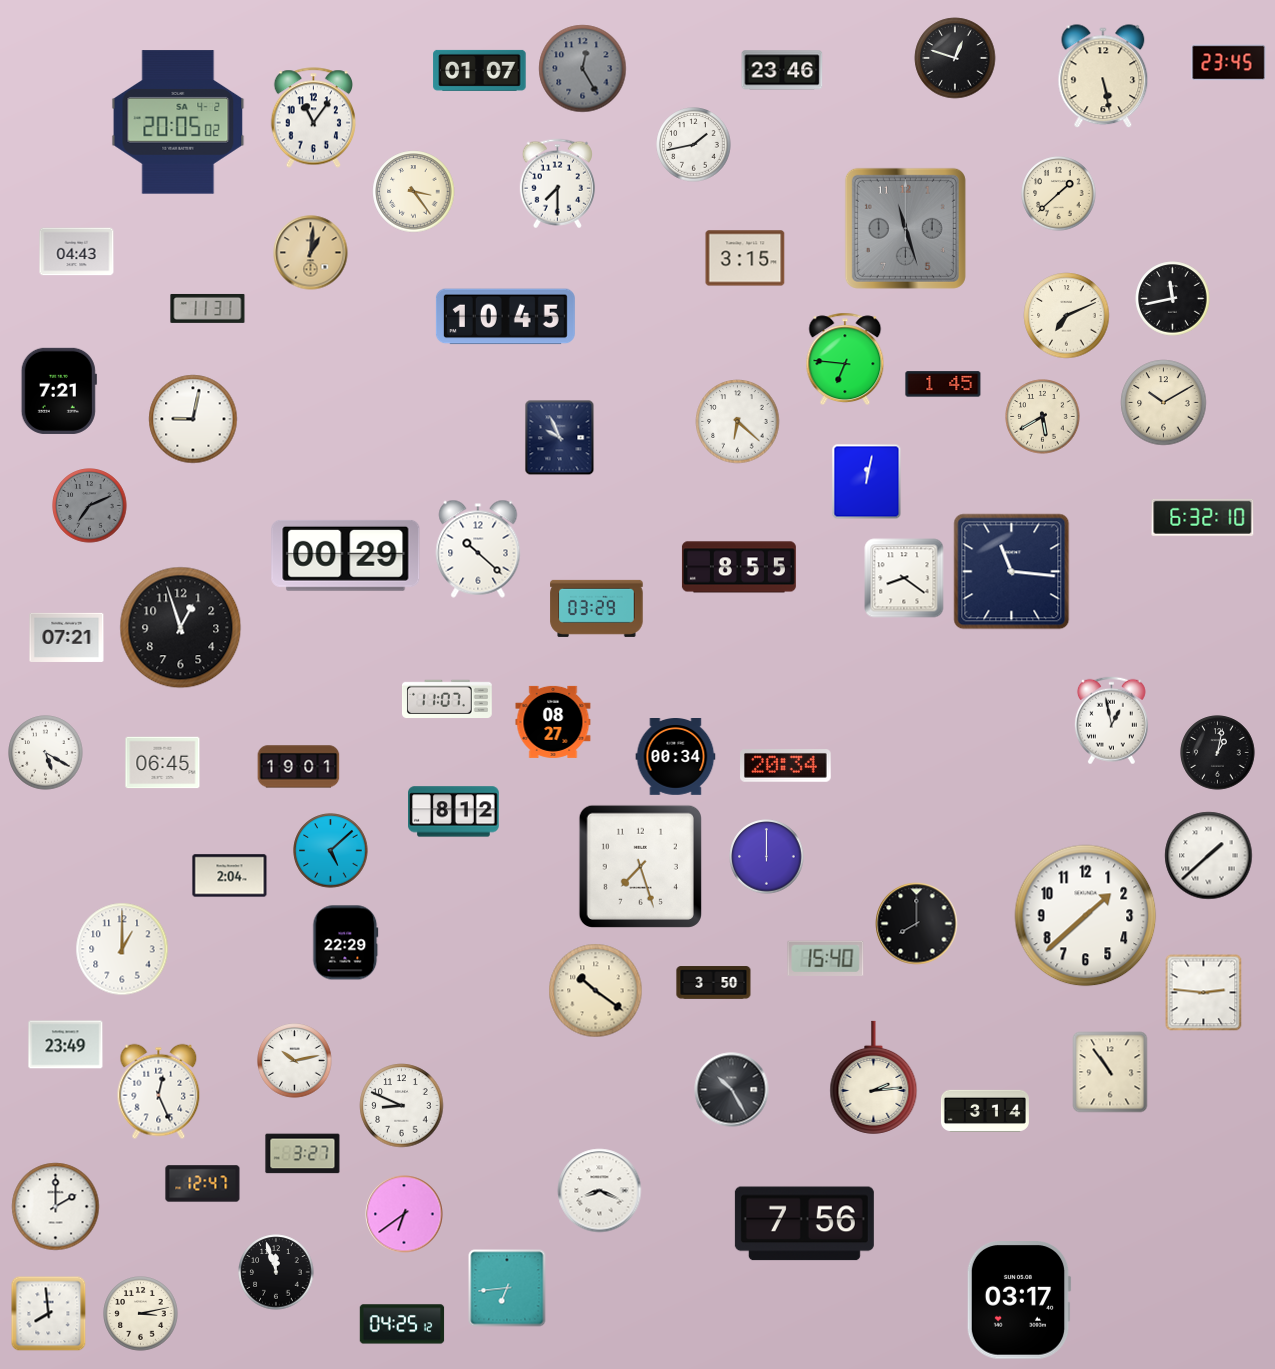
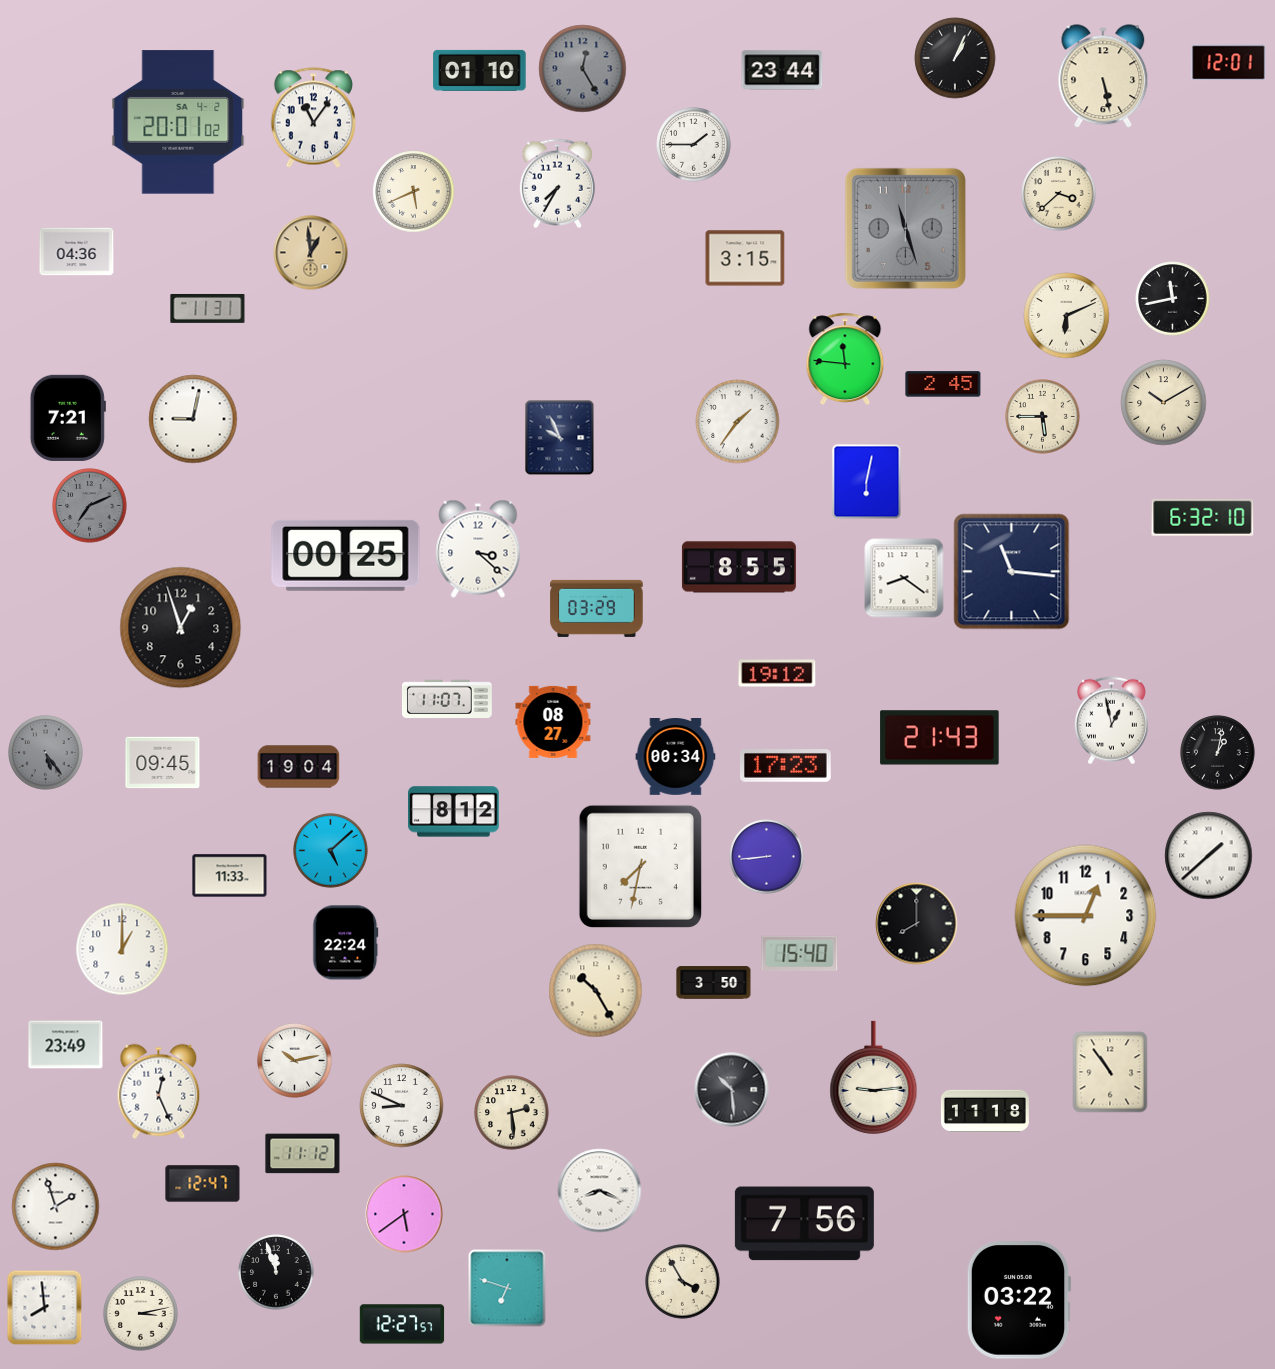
clock at (955, 58): 12:48 -> 1:04
clock at (1229, 63): 23:45 -> 12:01
clock at (480, 70): 01:07 -> 01:10
clock at (782, 70): 23:46 -> 23:44
clock at (178, 122): 20:05 -> 20:01
clock at (694, 145): 1:43 -> 1:45
clock at (557, 184): 7:30 -> 7:35
clock at (414, 192): 3:24 -> 5:41
clock at (1059, 194): 1:38 -> 3:38
clock at (77, 252): 04:43 -> 04:36
clock at (311, 253): 1:01 -> 12:59
clock at (1067, 316): 7:11 -> 6:11
clock at (505, 317): 10:45 -> none
clock at (845, 358): 6:46 -> 11:46
clock at (943, 384): 1:45 -> 2:45
clock at (59, 391) position: (59, 391) -> (68, 418)
clock at (1043, 417): 5:40 -> 5:45
clock at (738, 422): 6:22 -> 1:36
clock at (867, 482): 12:02 -> 6:02
clock at (478, 549): 10:22 -> 3:22
clock at (346, 555): 00:29 -> 00:25
clock at (67, 637): 07:21 -> none
clock at (777, 673): none -> 19:12
clock at (940, 738): none -> 21:43
clock at (46, 753): 5:20 -> 5:24
clock at (46, 753) dial: white -> grey
clock at (163, 763): 06:45 -> 09:45
clock at (786, 766): 20:34 -> 17:23
clock at (299, 767): 19:01 -> 19:04
clock at (767, 857): 12:00 -> 8:44
clock at (640, 866): 7:27 -> 7:32
clock at (230, 876): 2:04 -> 11:33
clock at (1086, 916): 1:38 -> 12:45
clock at (346, 943): 22:29 -> 22:24
clock at (826, 958) position: (826, 958) -> (800, 953)
clock at (596, 991): 10:21 -> 10:25
clock at (1204, 993): 2:46 -> none
clock at (874, 1077): 2:14 -> 9:14
clock at (732, 1090): 10:25 -> 10:29
clock at (985, 1111): 3:14 -> 11:18
clock at (512, 1113): none -> 2:29
clock at (303, 1154): 3:27 -> 11:12
clock at (56, 1207): 2:00 -> 1:57
clock at (404, 1214): 6:39 -> 5:39
clock at (683, 1282): none -> 3:55
clock at (507, 1288): 6:44 -> 6:48
clock at (1019, 1301): 03:17 -> 03:22
clock at (49, 1314) position: (49, 1314) -> (45, 1308)
clock at (402, 1324): 04:25 -> 12:27
